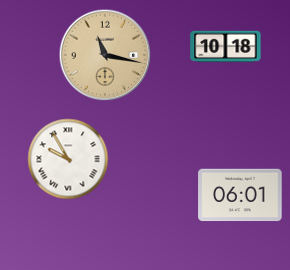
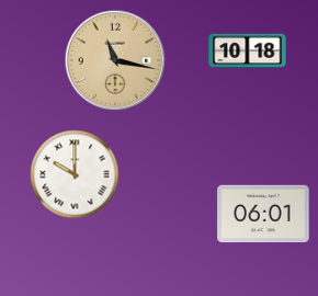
clock at (68, 159): 9:55 -> 10:00
